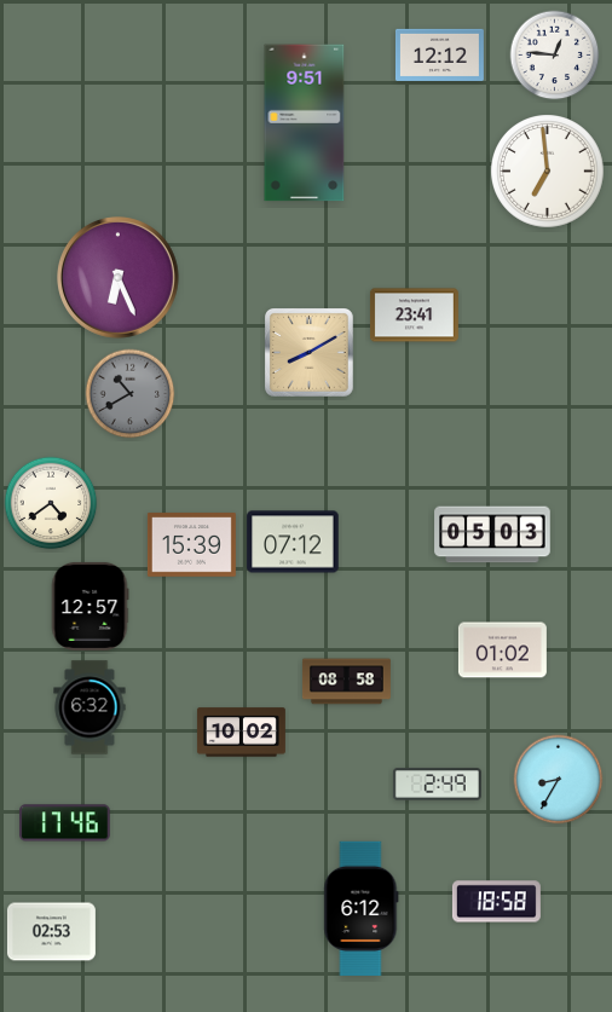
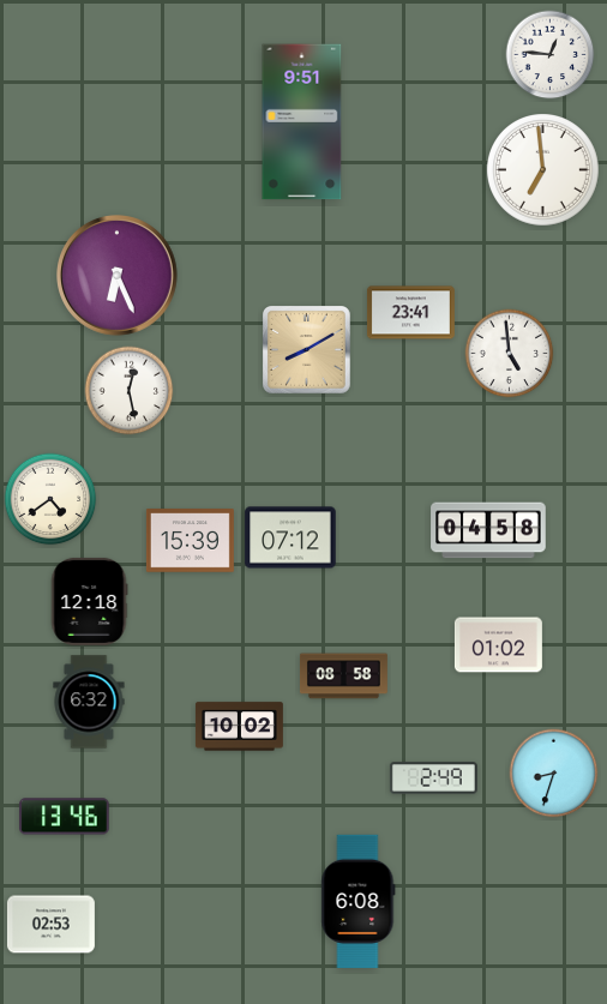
clock at (439, 54): 12:12 -> none
clock at (510, 354): none -> 4:59
clock at (131, 394): 10:40 -> 12:28
clock at (131, 394) dial: grey -> white
clock at (492, 534): 05:03 -> 04:58
clock at (90, 606): 12:57 -> 12:18
clock at (559, 780): 8:35 -> 8:33
clock at (65, 823): 17:46 -> 13:46
clock at (496, 902): 18:58 -> none
clock at (362, 908): 6:12 -> 6:08
